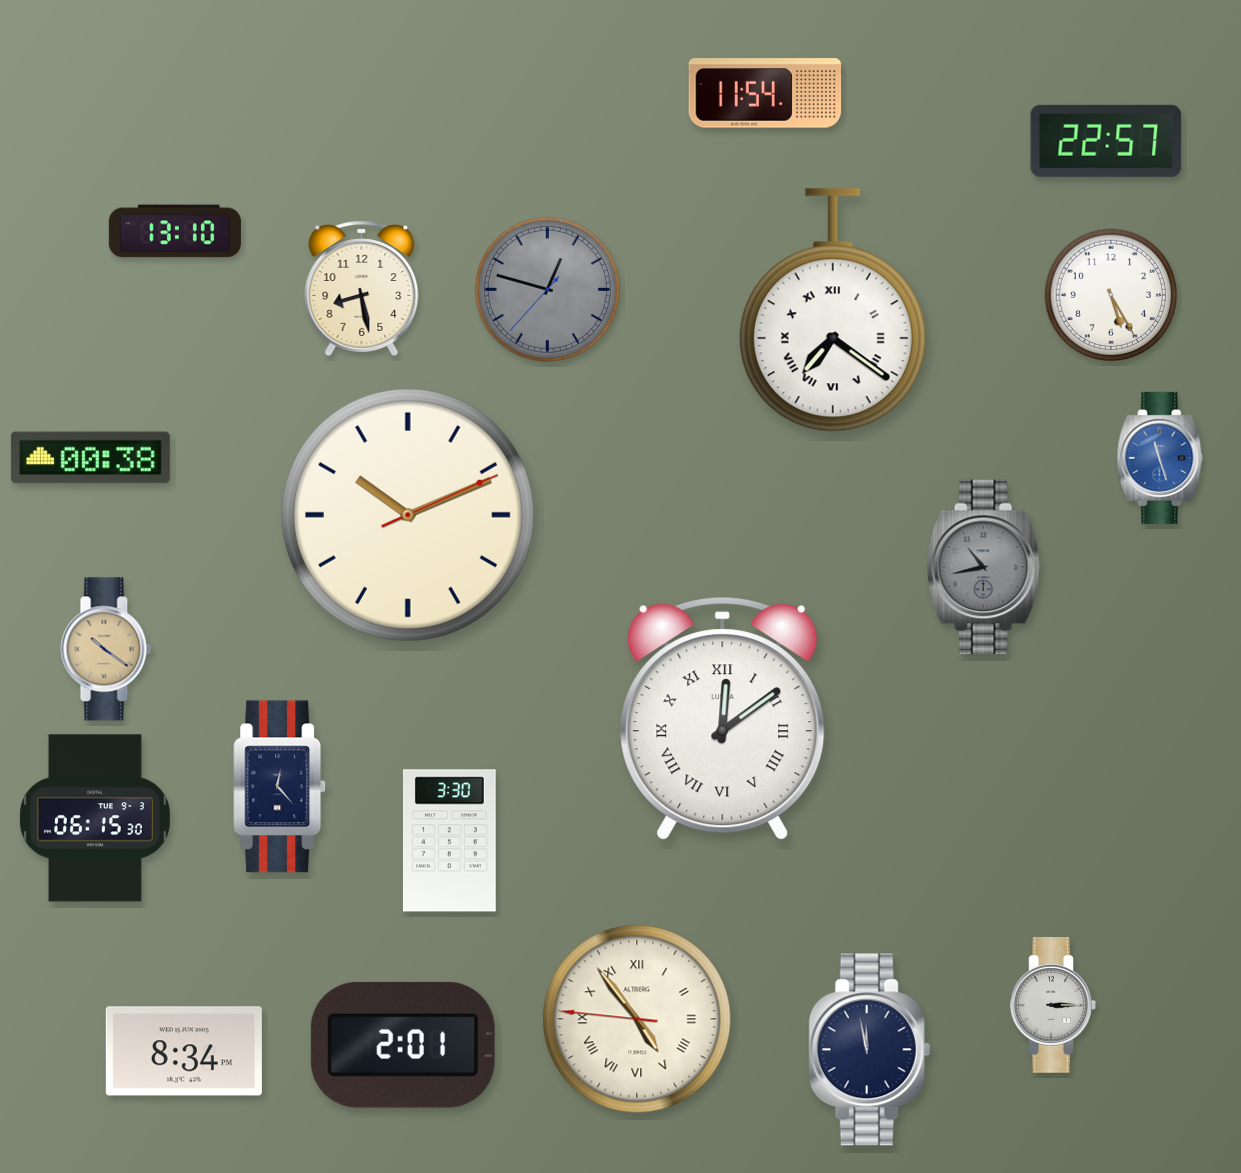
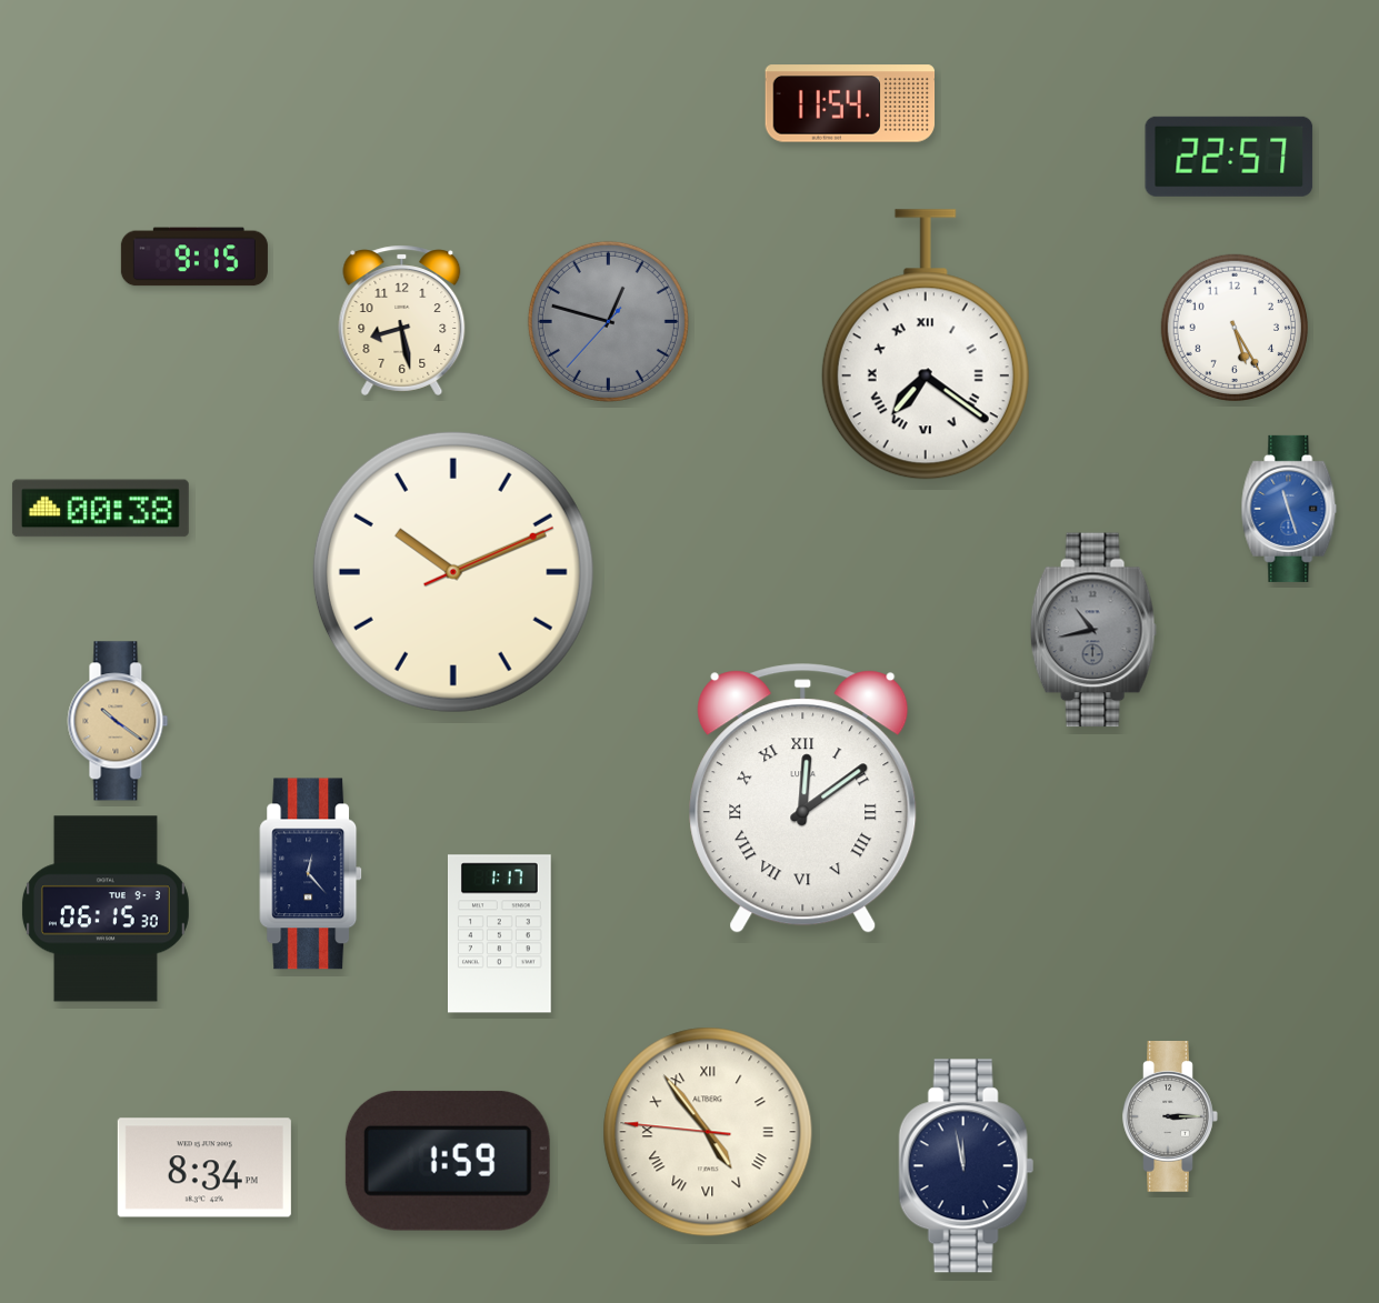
clock at (175, 231): 13:10 -> 9:15
clock at (449, 841): 3:30 -> 1:17
clock at (403, 1045): 2:01 -> 1:59
